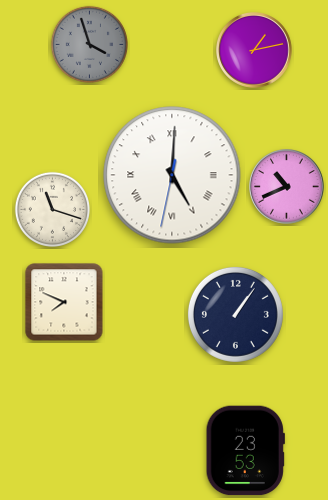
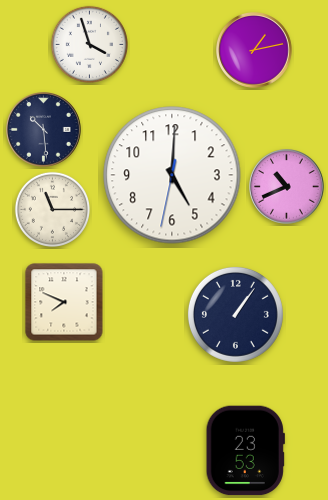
clock at (89, 44) dial: grey -> white
clock at (44, 130): none -> 10:29
clock at (172, 175) numerals: Roman -> Arabic
clock at (52, 209): 11:18 -> 11:15
